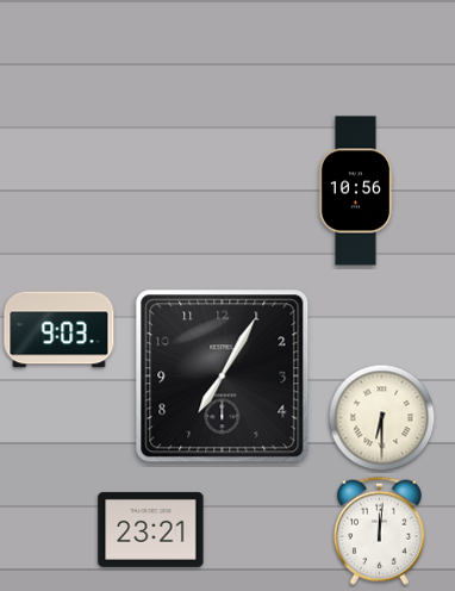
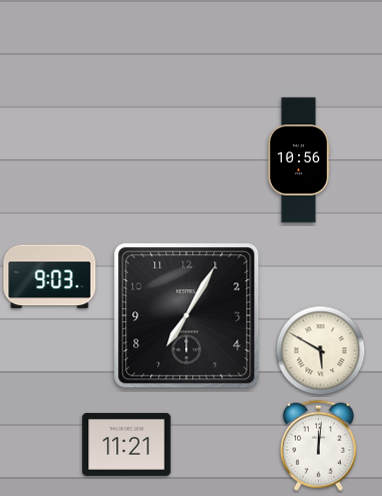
clock at (382, 418): 6:30 -> 5:50
clock at (151, 529): 23:21 -> 11:21
